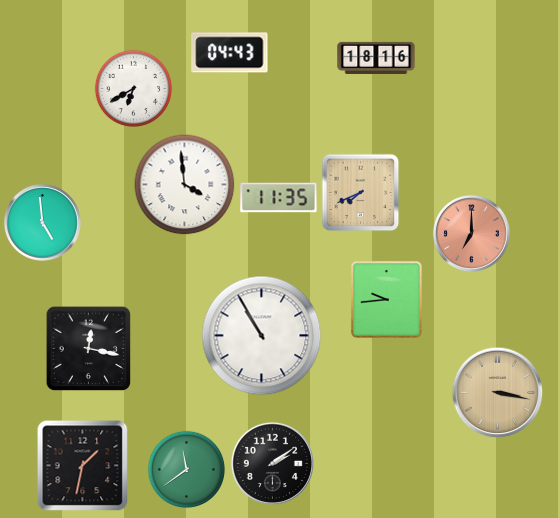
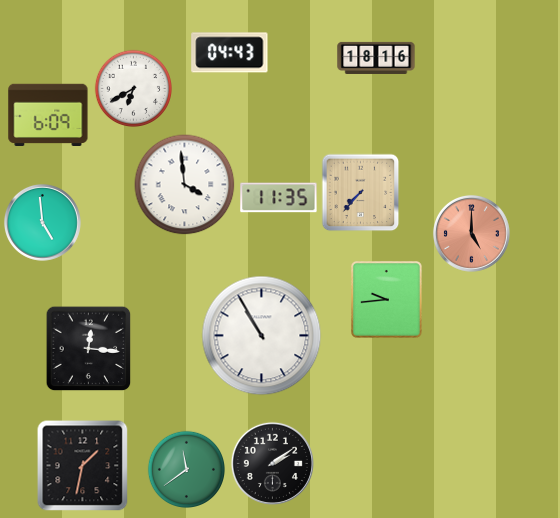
clock at (48, 114): none -> 6:09
clock at (360, 192): 7:41 -> 7:37
clock at (471, 233): 7:00 -> 5:00
clock at (88, 348): 12:17 -> 12:16
clock at (497, 392): 3:17 -> none
